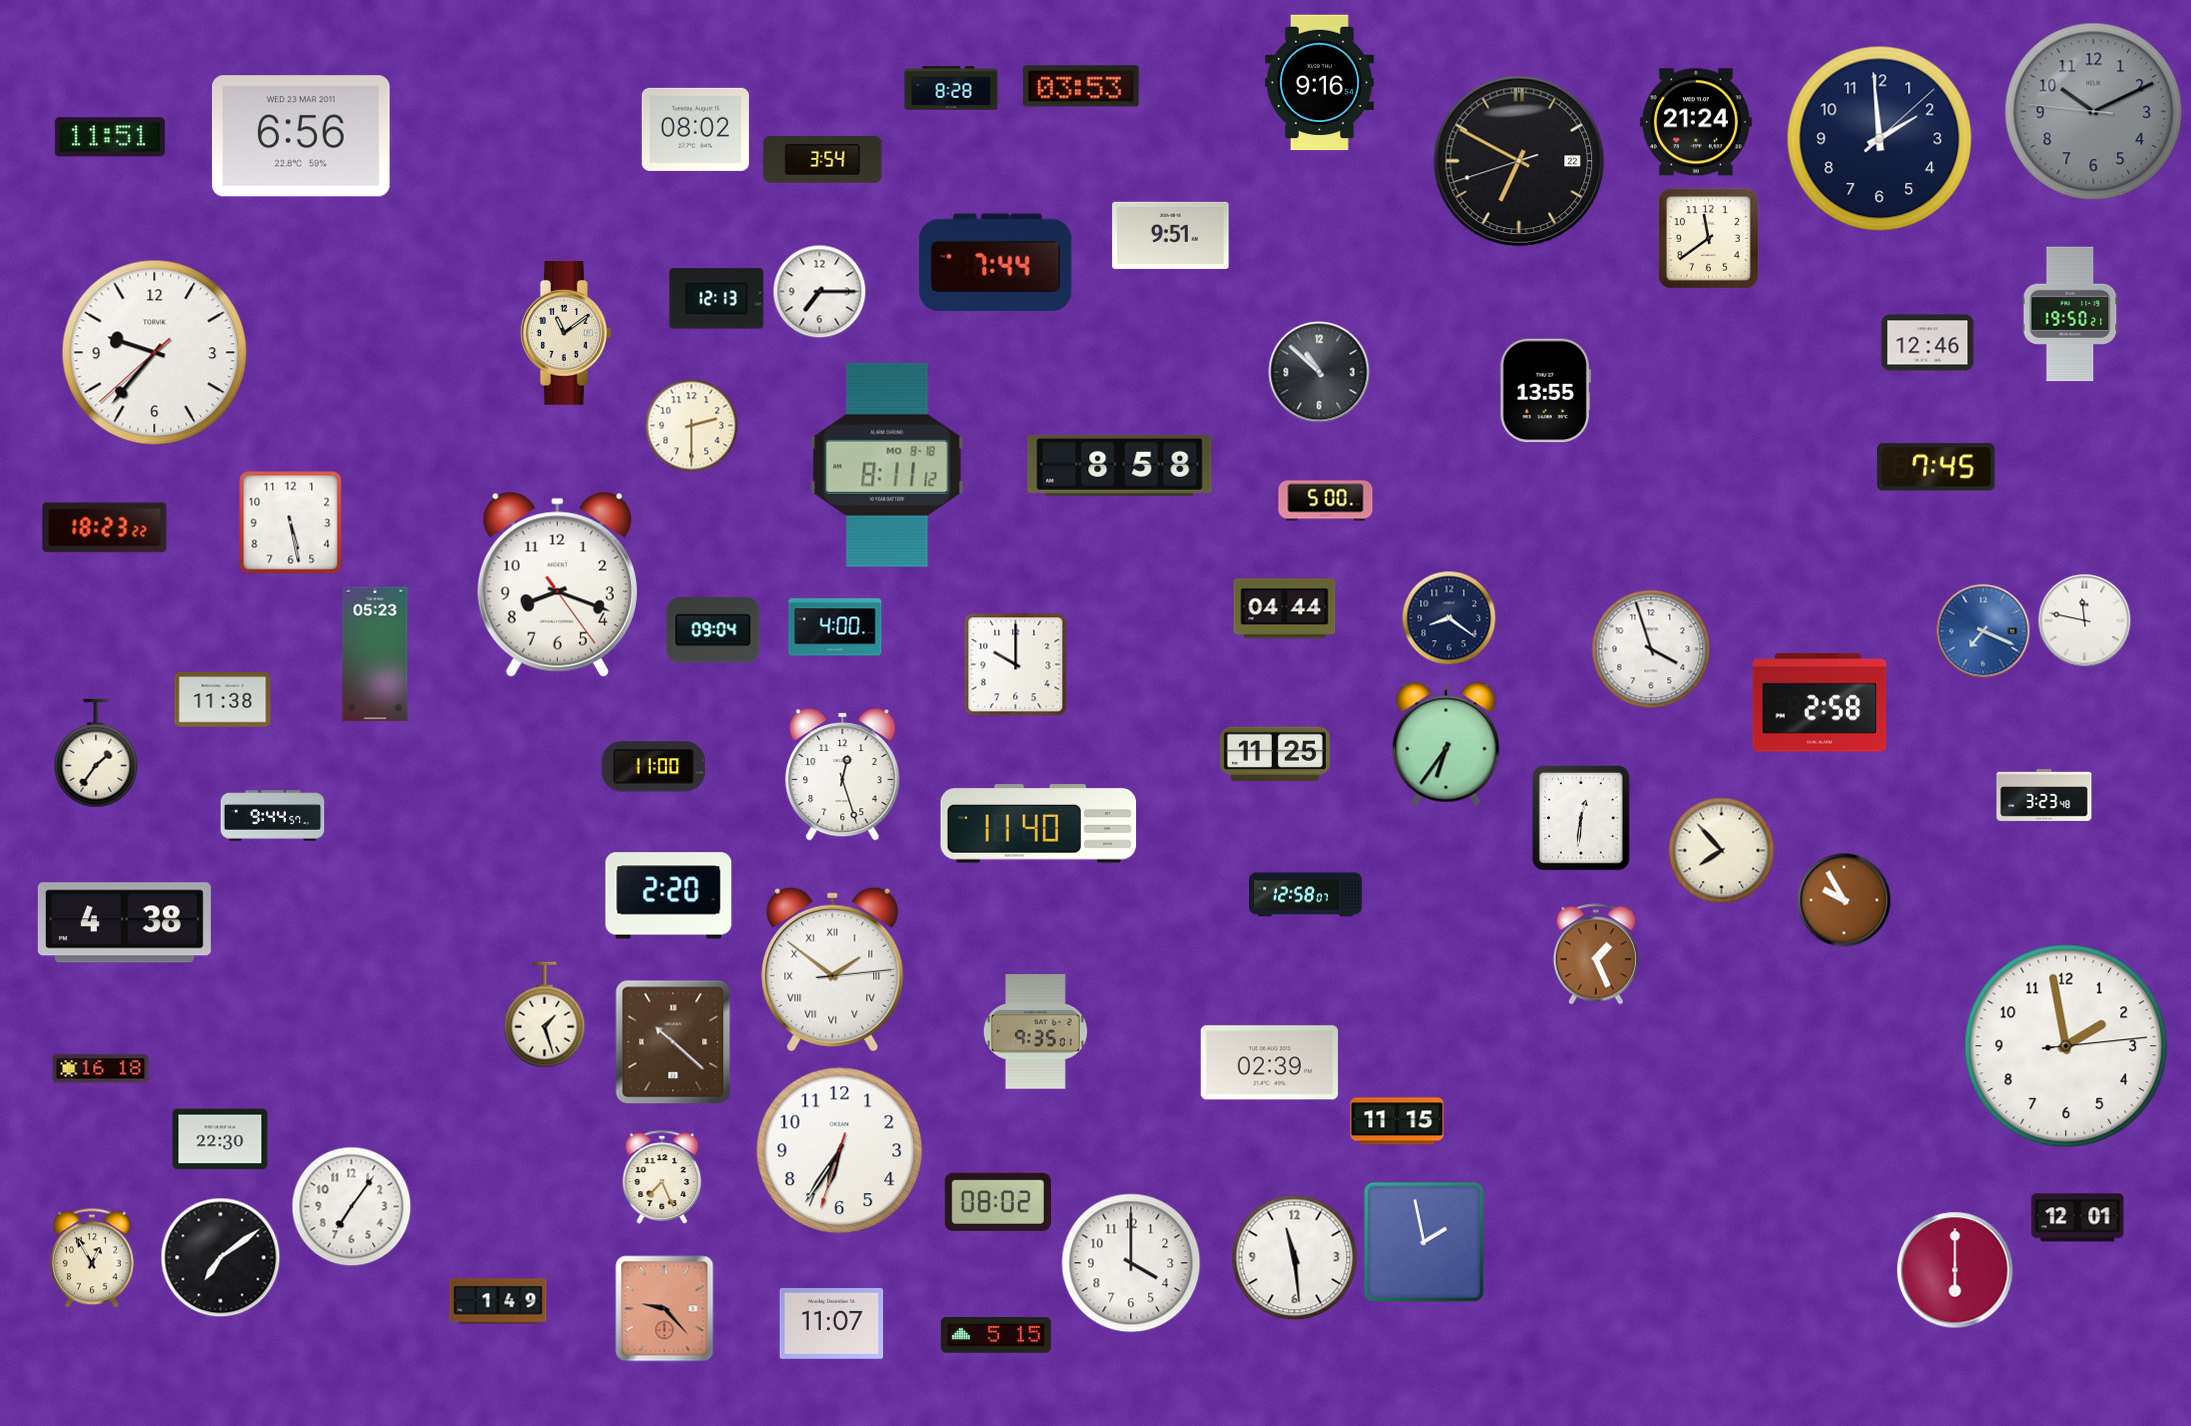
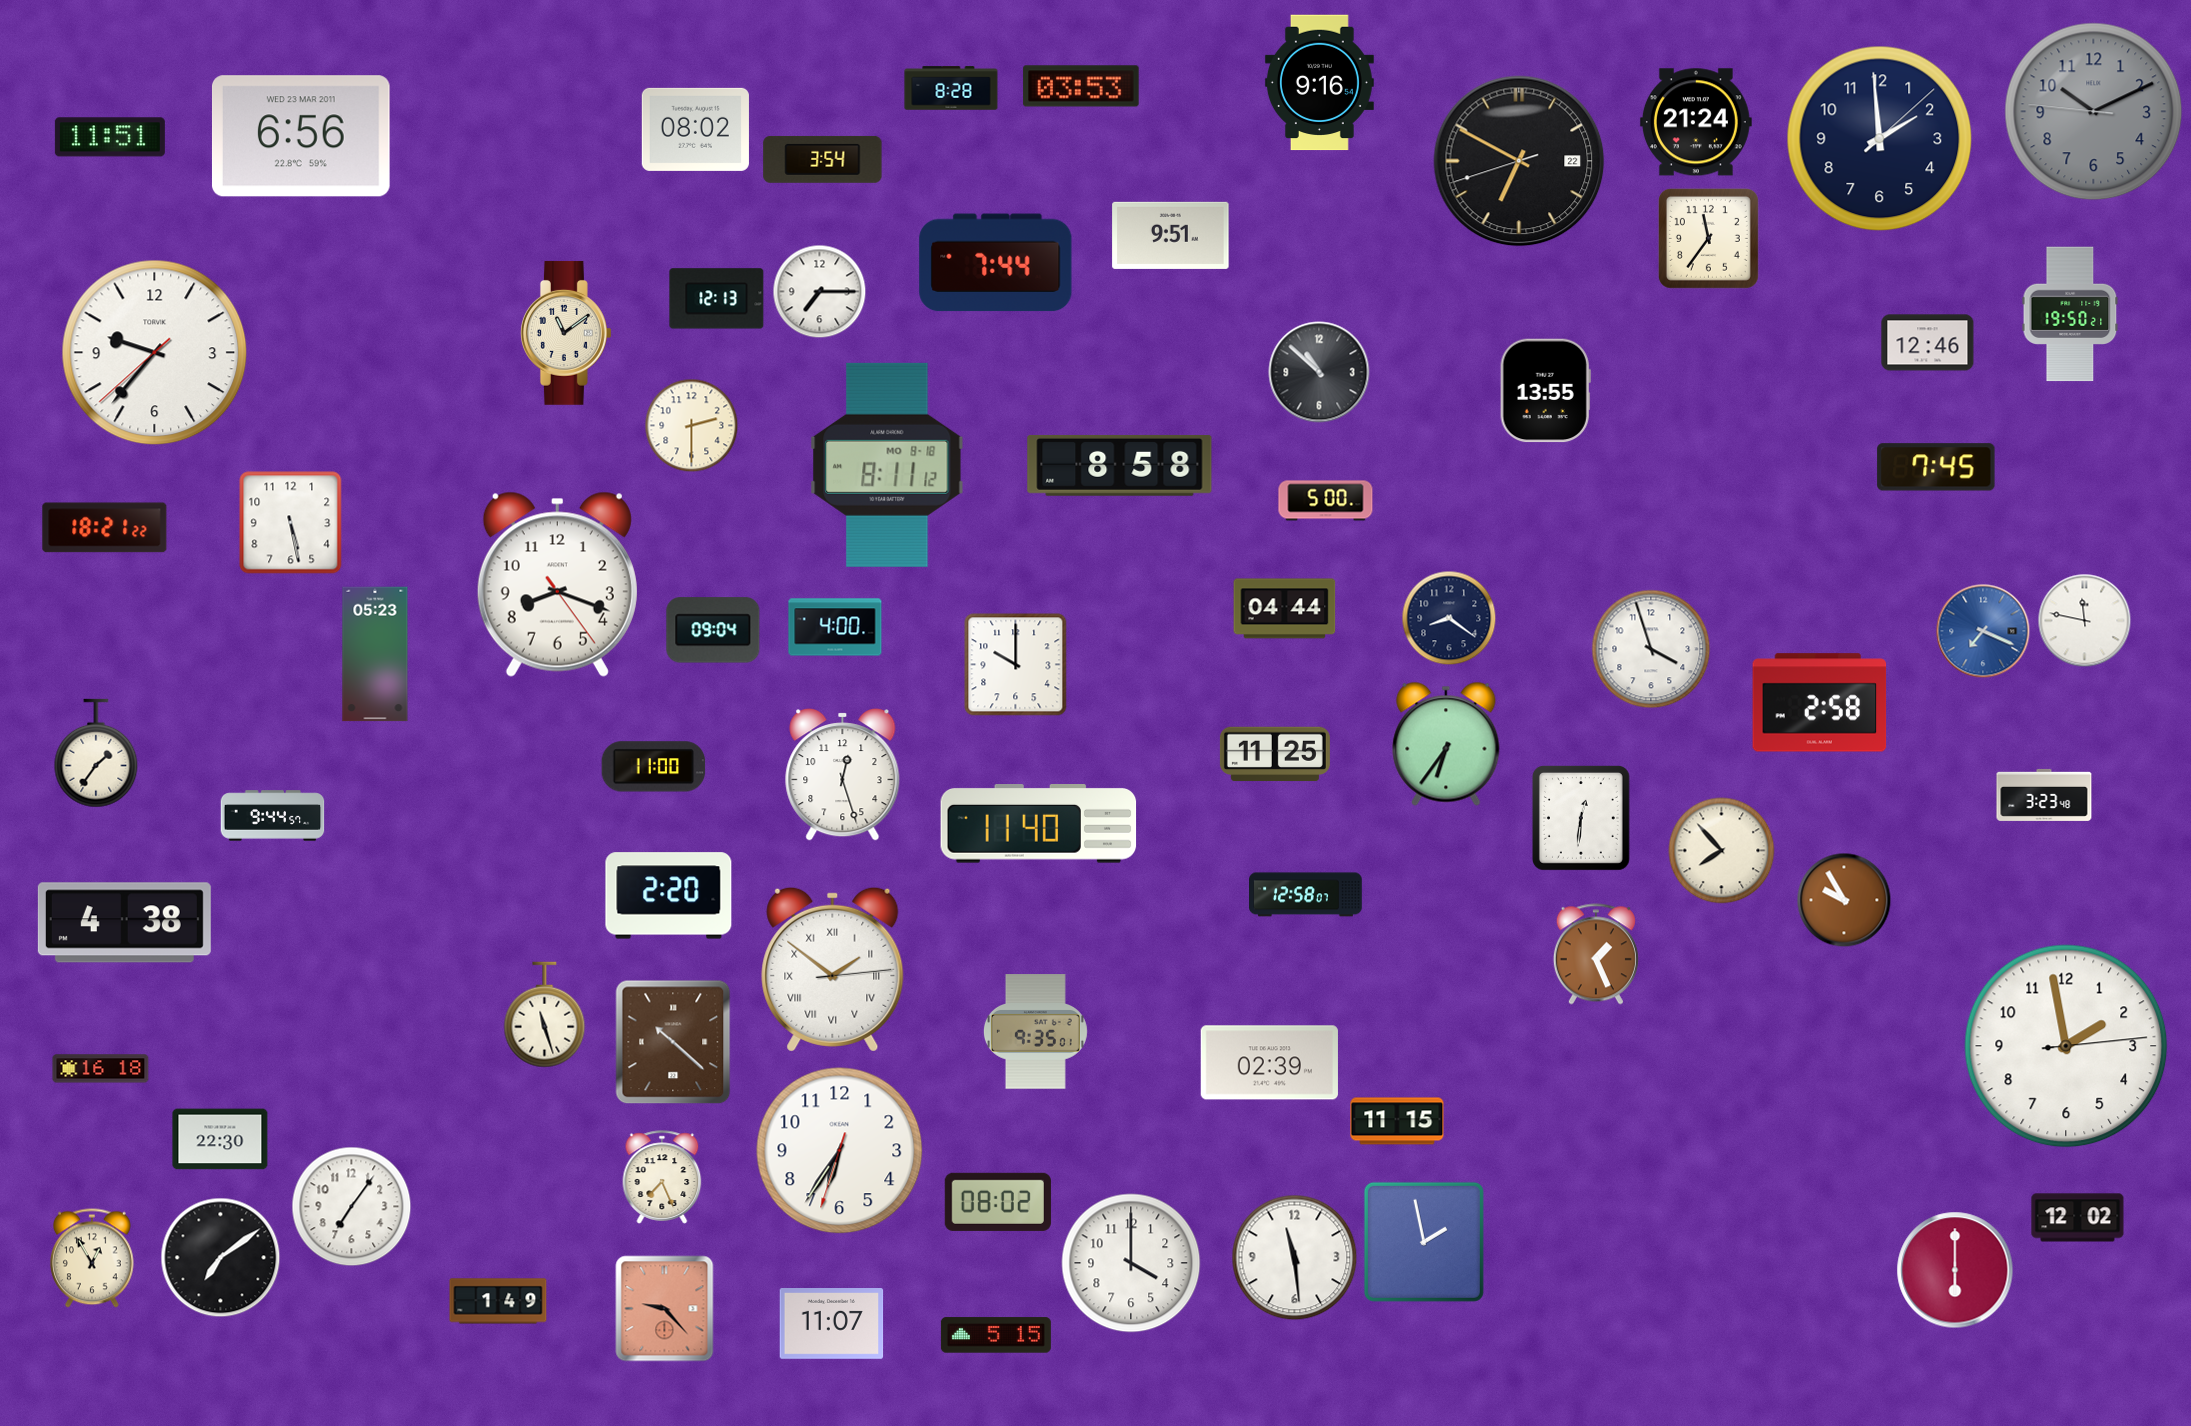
clock at (1708, 238): 11:39 -> 11:36
clock at (105, 528): 18:23 -> 18:21
clock at (223, 700): 11:38 -> none
clock at (545, 1015): 1:27 -> 11:27
clock at (2078, 1218): 12:01 -> 12:02
